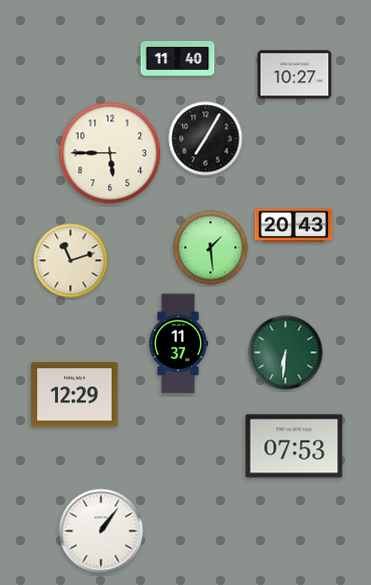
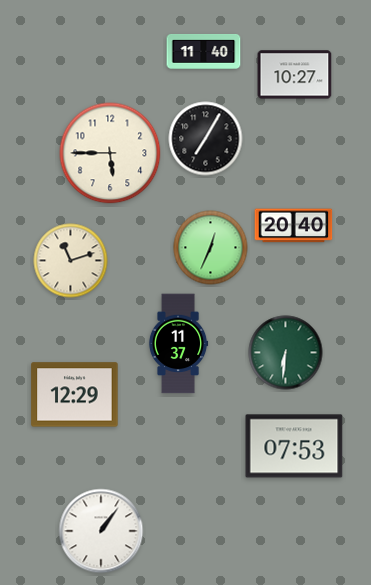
clock at (178, 58) position: (178, 58) -> (204, 51)
clock at (294, 226): 20:43 -> 20:40
clock at (211, 248): 1:29 -> 12:34
